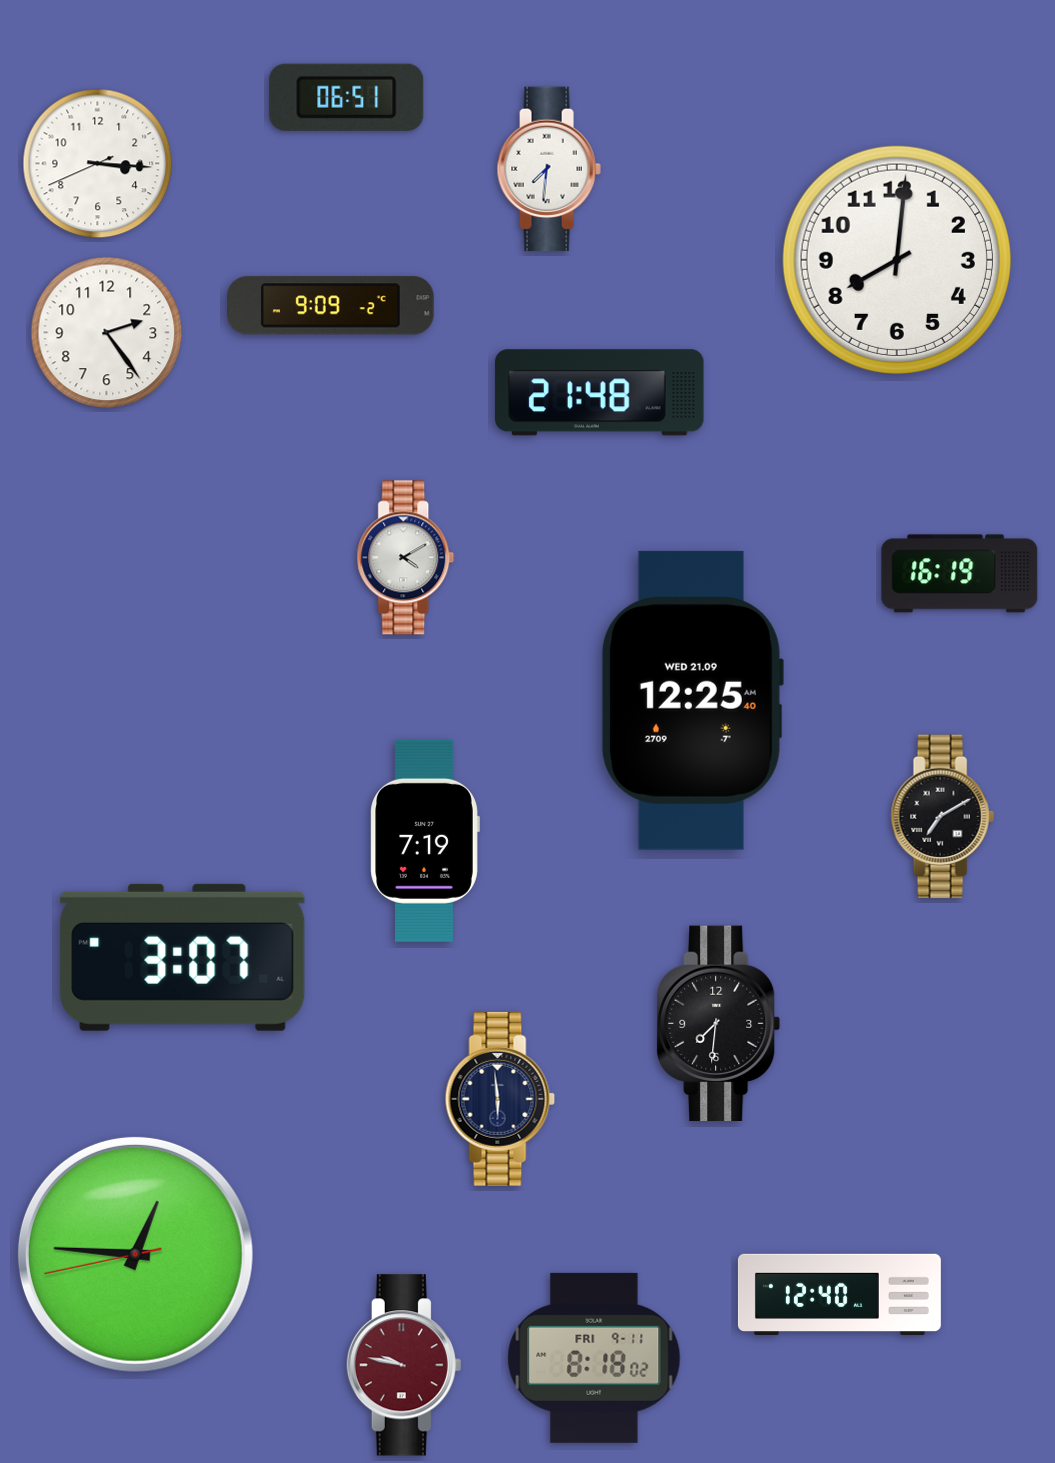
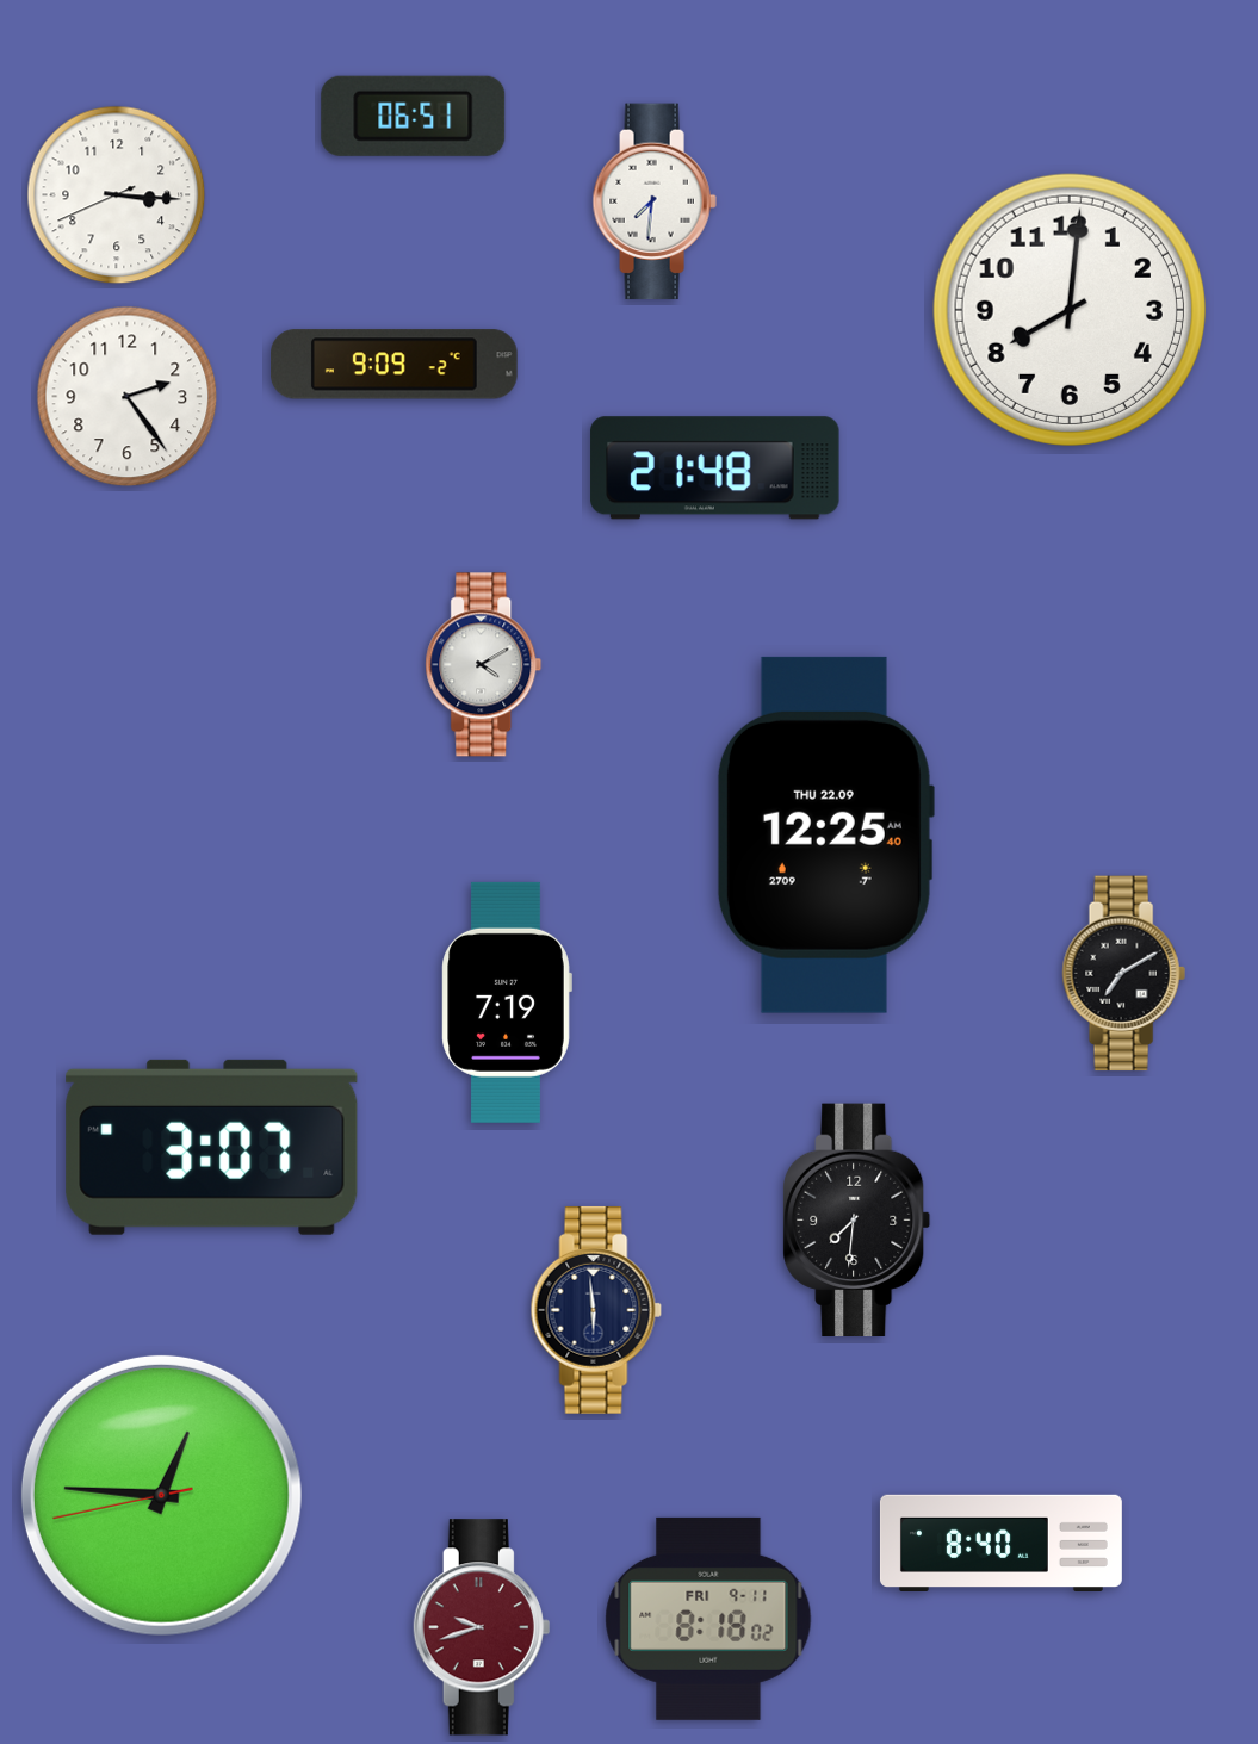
clock at (960, 574): 16:19 -> none
clock at (692, 700) date: WED 21.09 -> THU 22.09
clock at (183, 957) position: (183, 957) -> (212, 1147)
clock at (839, 1294): 12:40 -> 8:40
clock at (404, 1365): 9:47 -> 9:42
